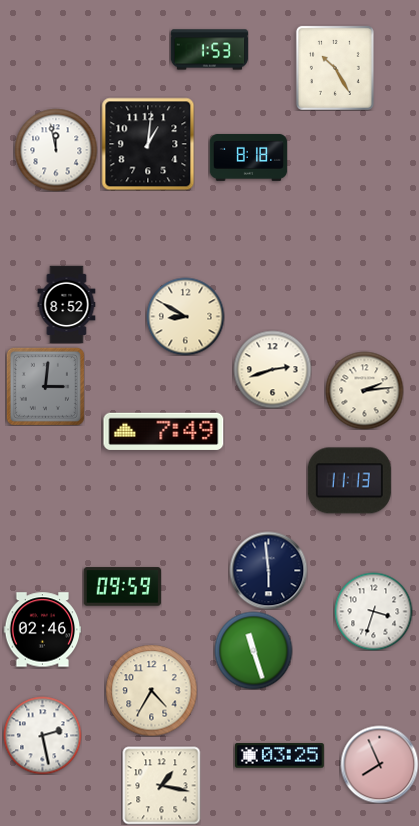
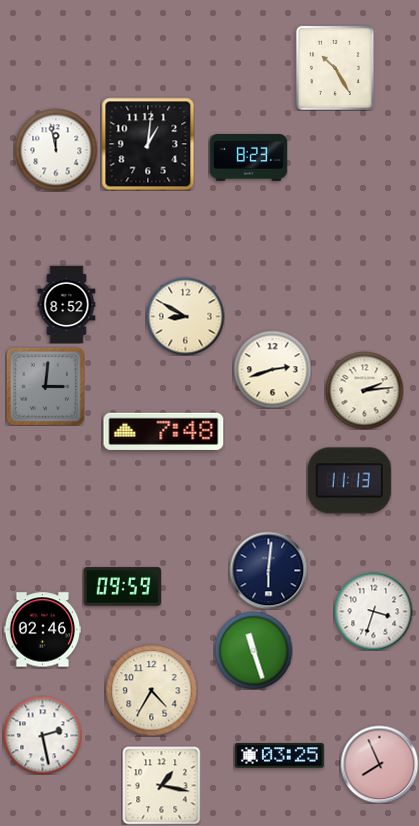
clock at (209, 50): 1:53 -> none
clock at (248, 157): 8:18 -> 8:23
clock at (164, 431): 7:49 -> 7:48
clock at (268, 570): 5:59 -> 6:01
